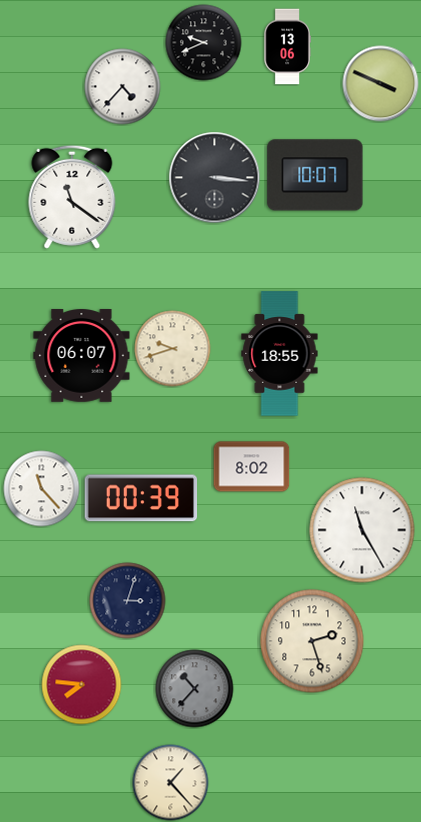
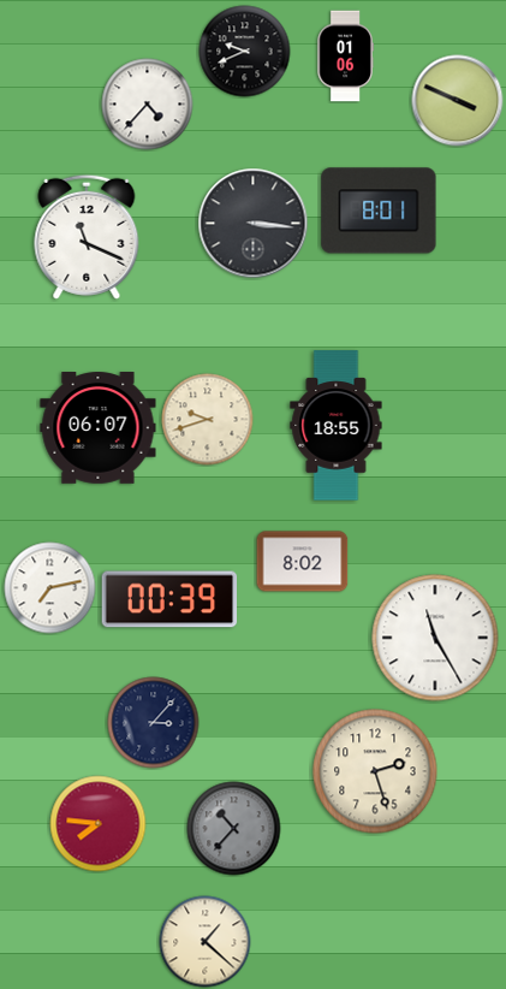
clock at (287, 47): 13:06 -> 01:06
clock at (315, 175): 10:07 -> 8:01
clock at (215, 178) position: (215, 178) -> (254, 224)
clock at (72, 197): 11:21 -> 11:19
clock at (42, 489): 11:23 -> 7:13
clock at (128, 601): 3:03 -> 3:07
clock at (171, 783): 1:23 -> 1:22
